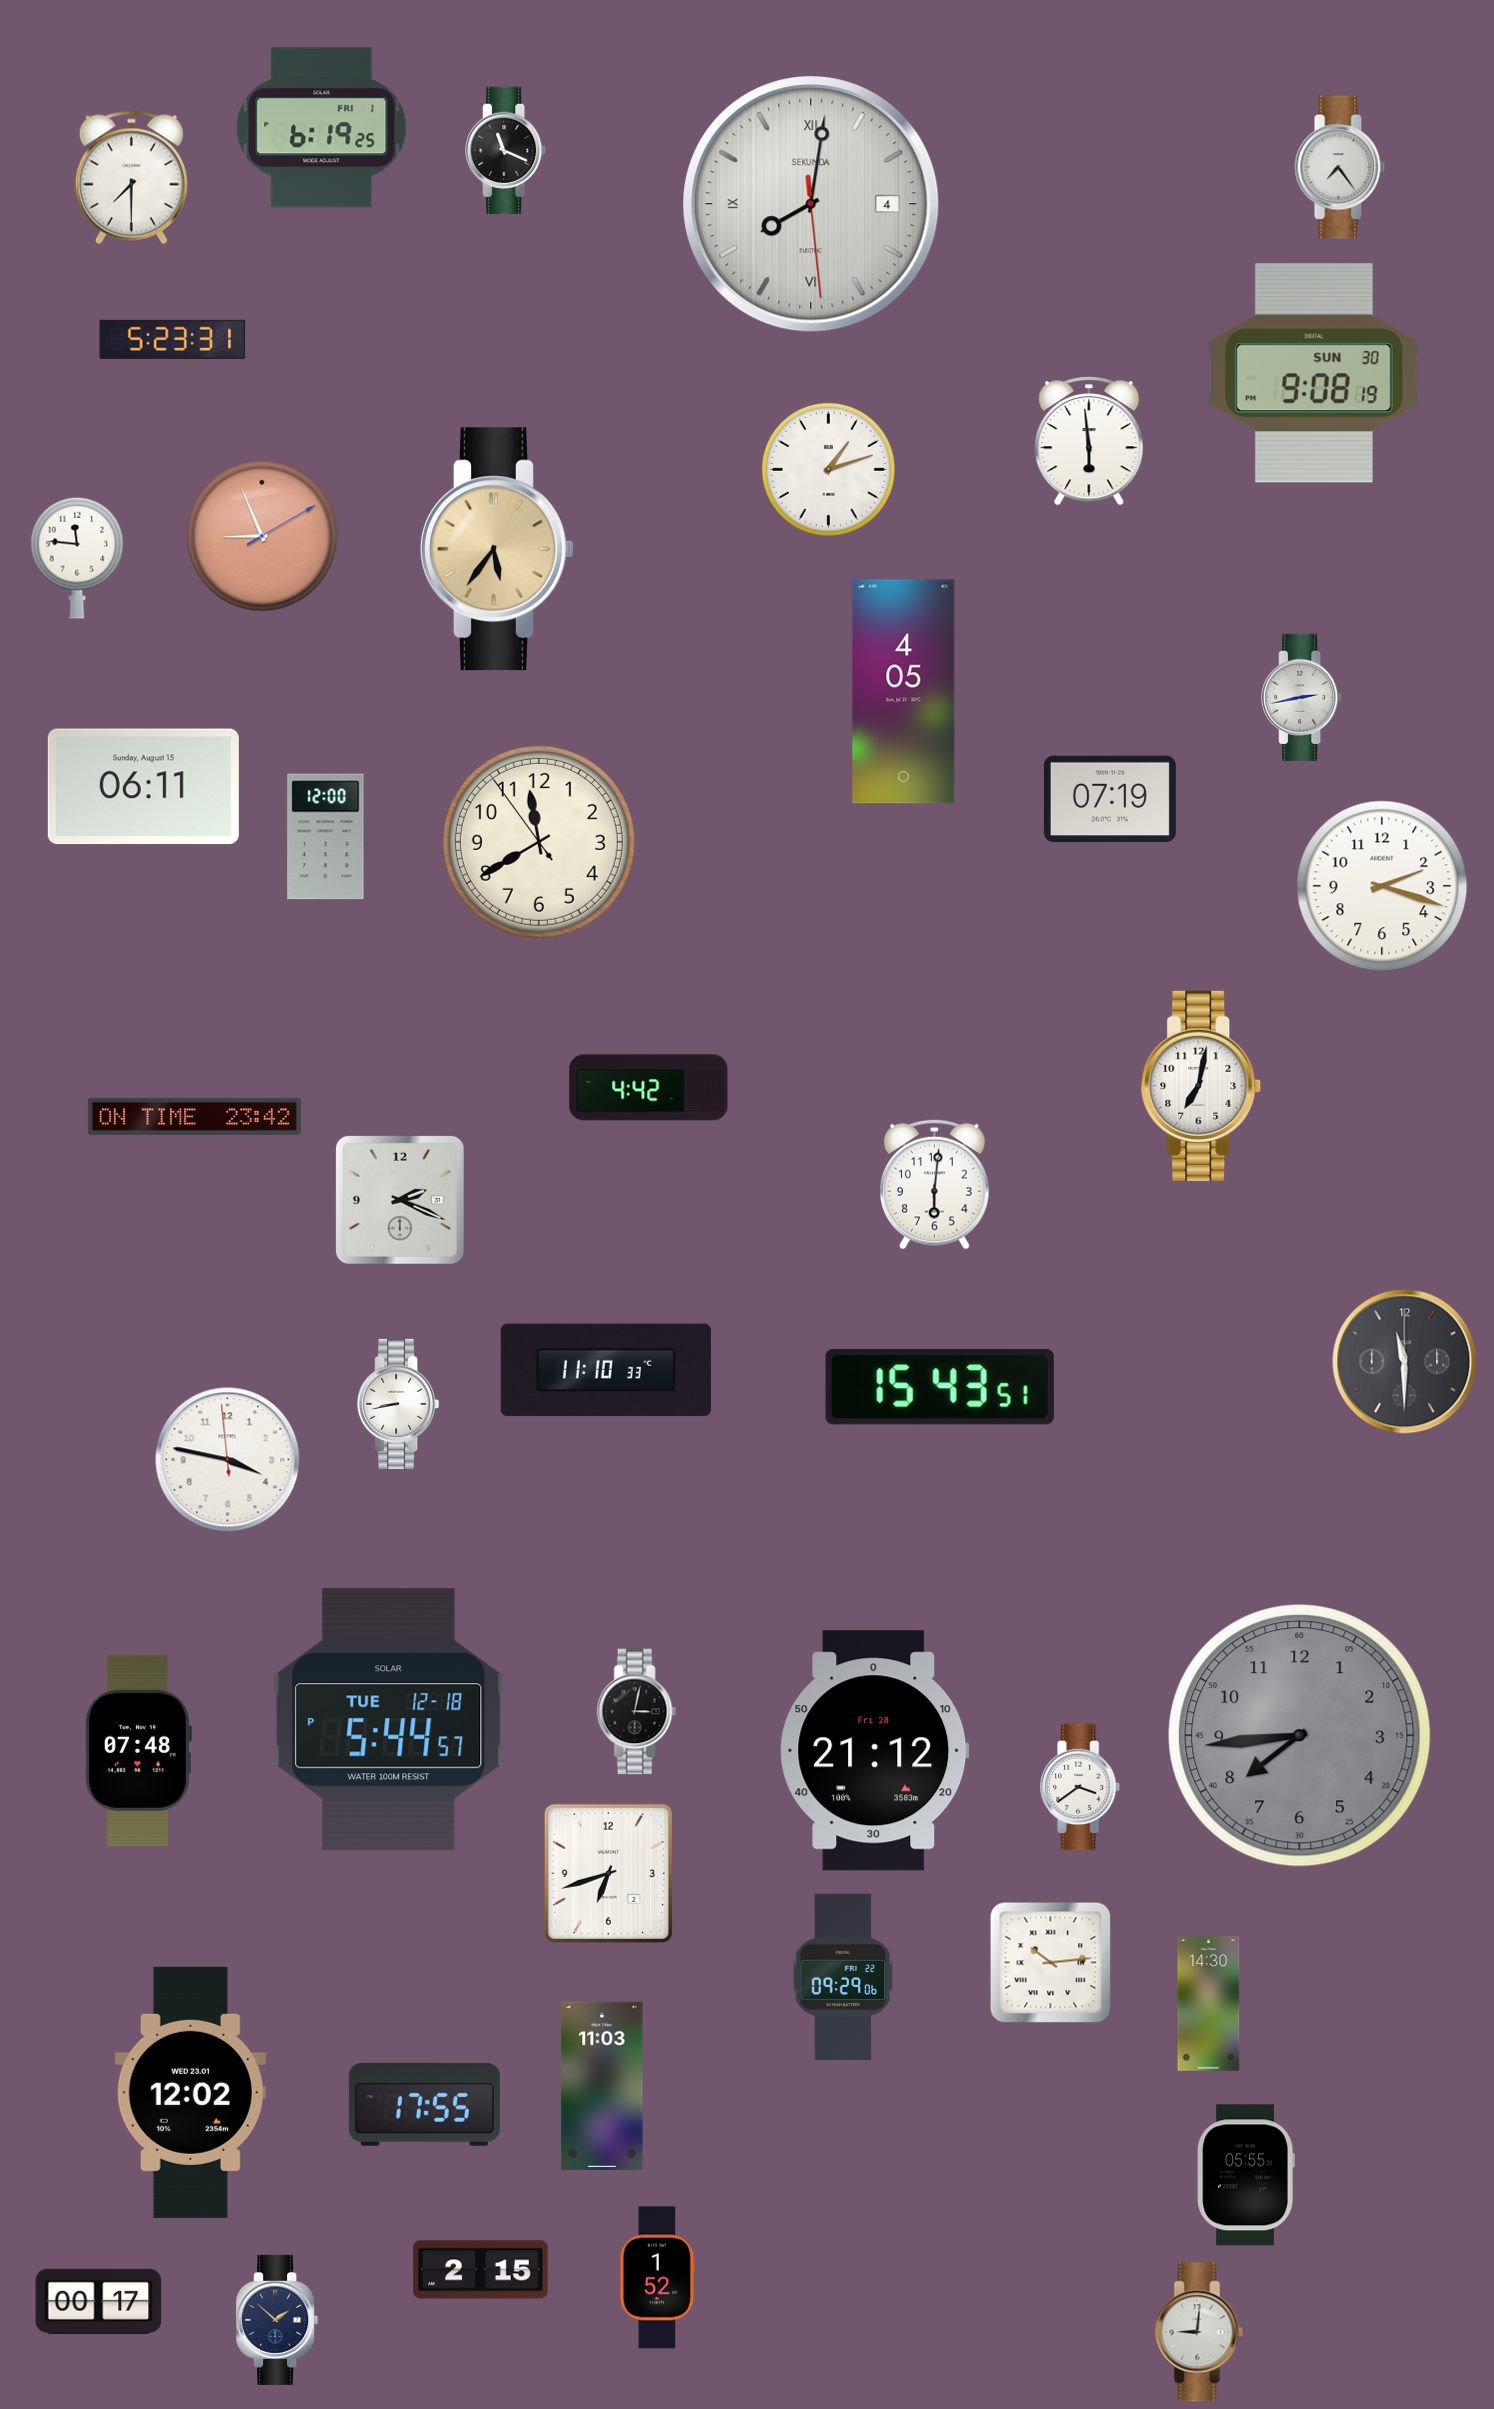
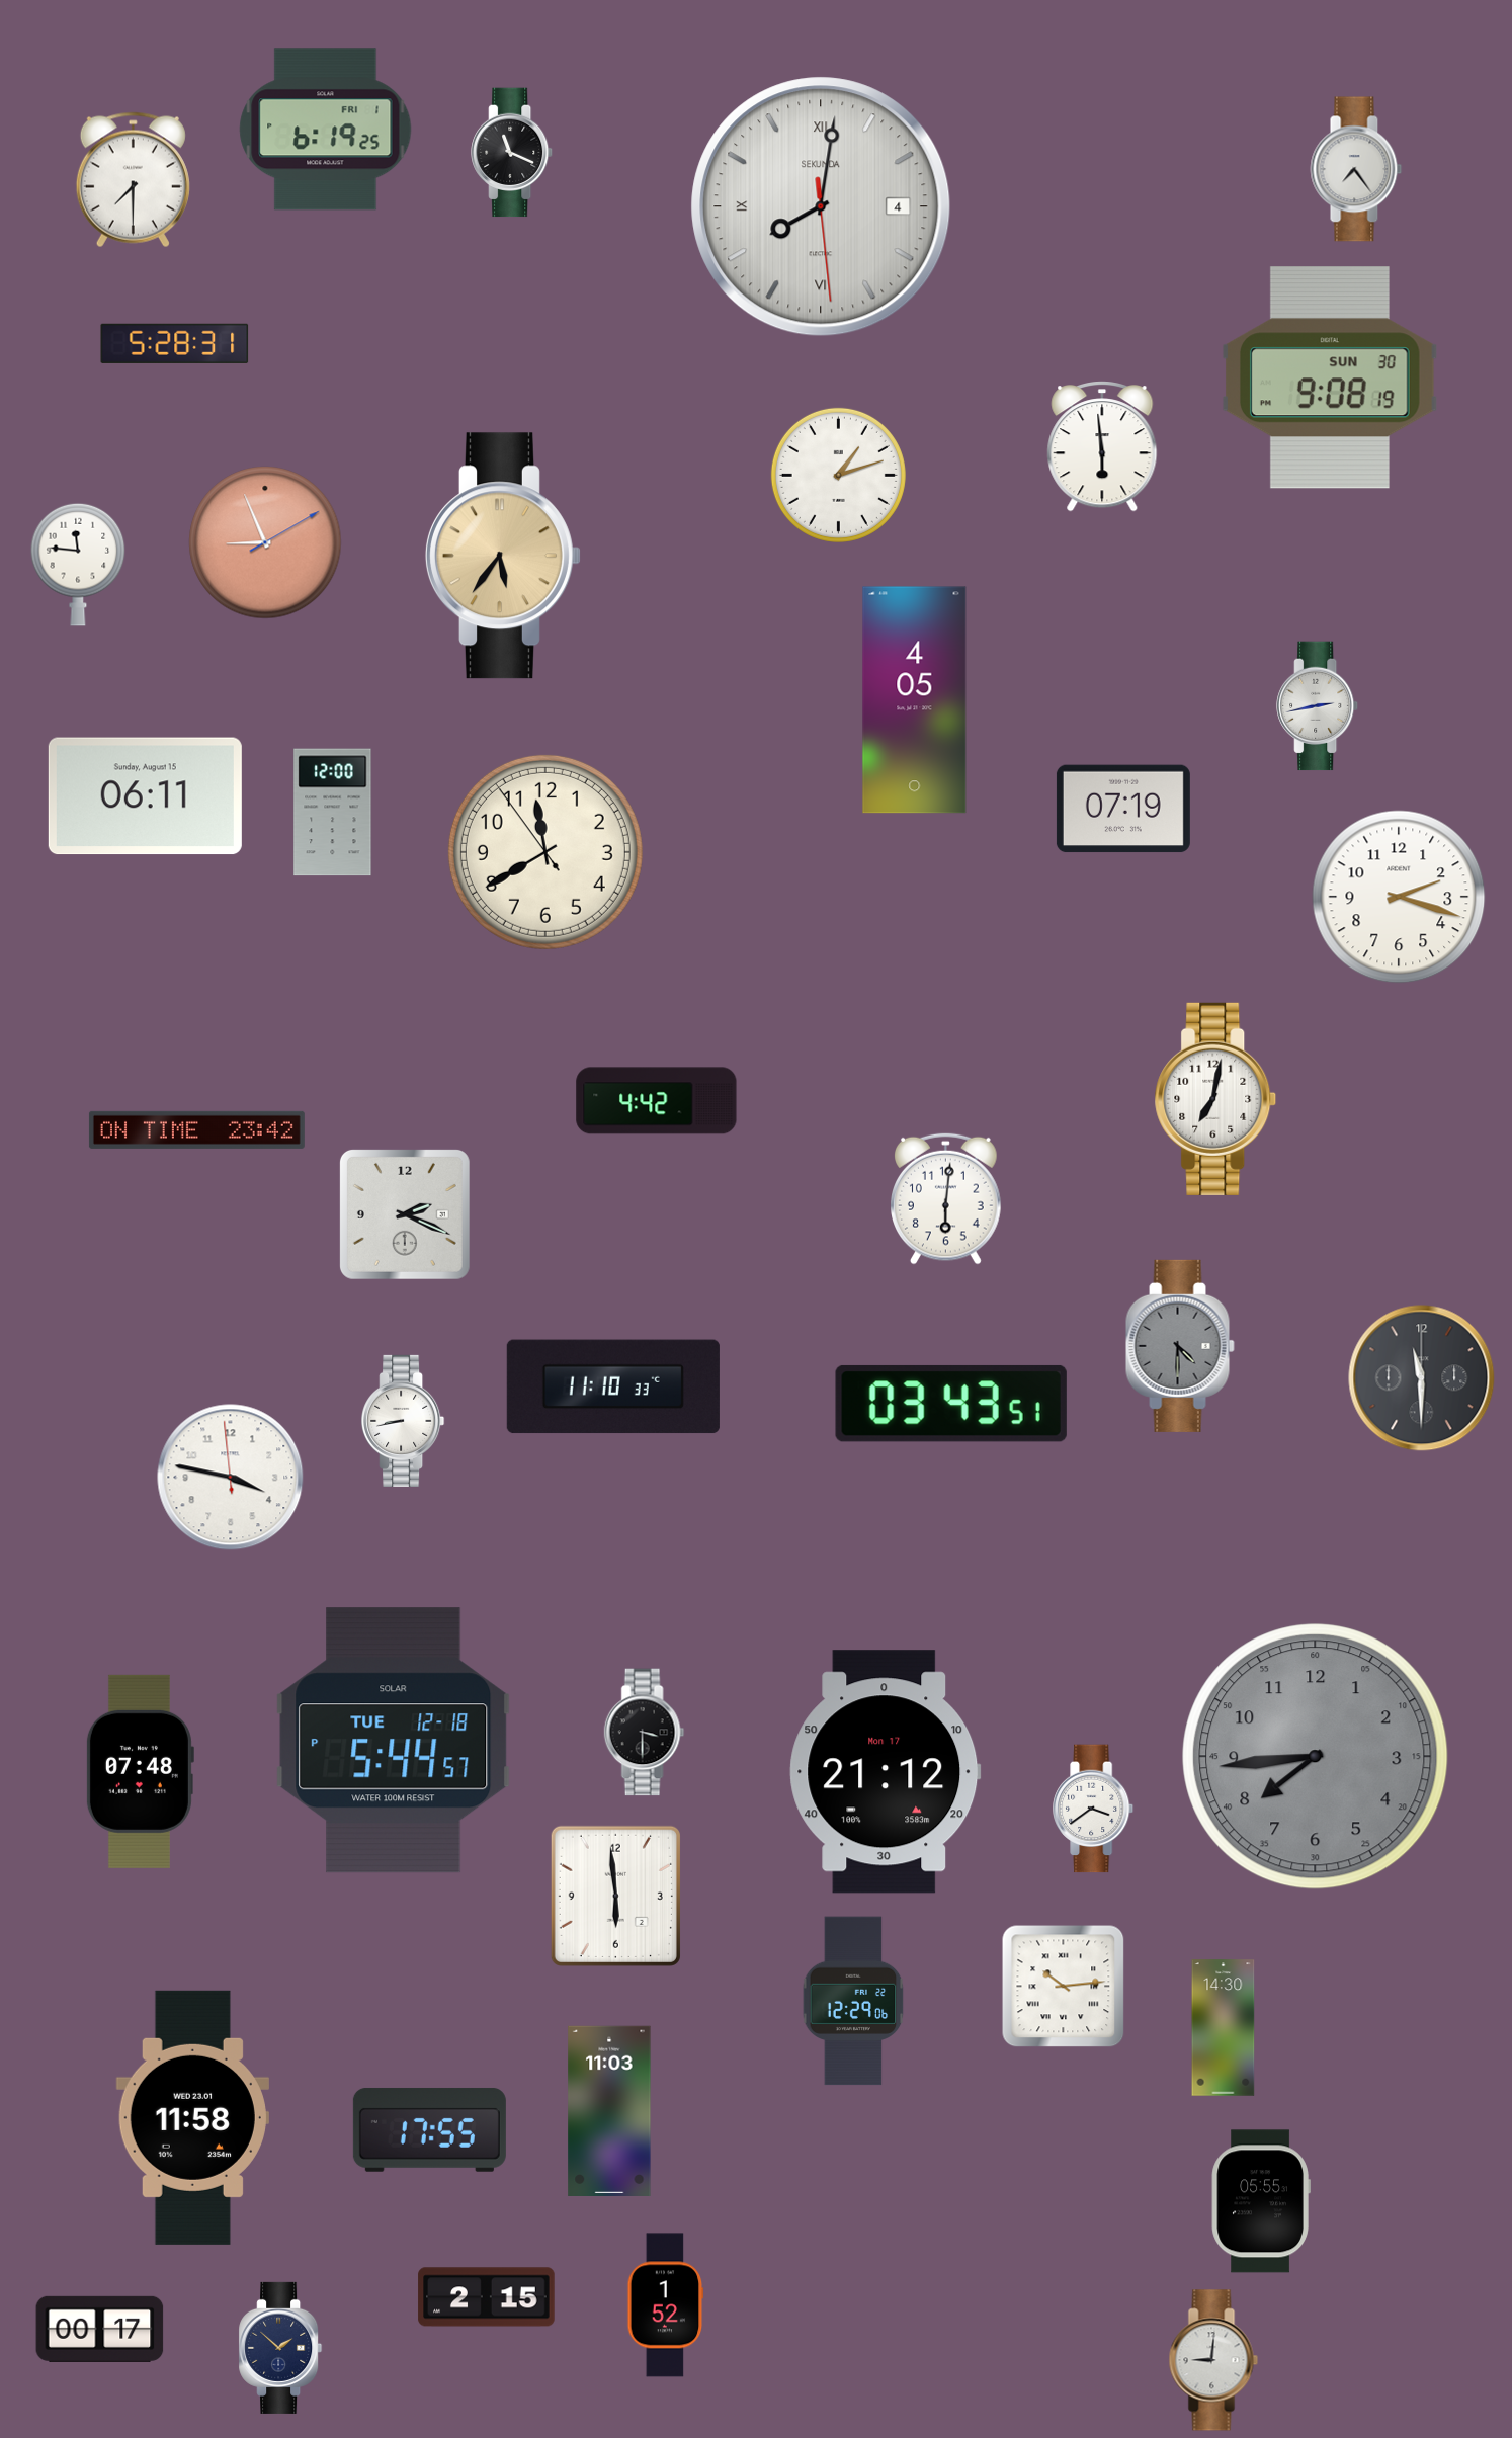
clock at (173, 339): 5:23 -> 5:28
clock at (326, 837) position: (326, 837) -> (333, 813)
clock at (1180, 1346): none -> 4:30
clock at (940, 1387): 15:43 -> 03:43
clock at (637, 1712): 3:02 -> 3:30
clock at (875, 1751) date: Fri 28 -> Mon 17
clock at (608, 1873): 6:42 -> 5:59
clock at (843, 1977): 09:29 -> 12:29
clock at (190, 2092): 12:02 -> 11:58
